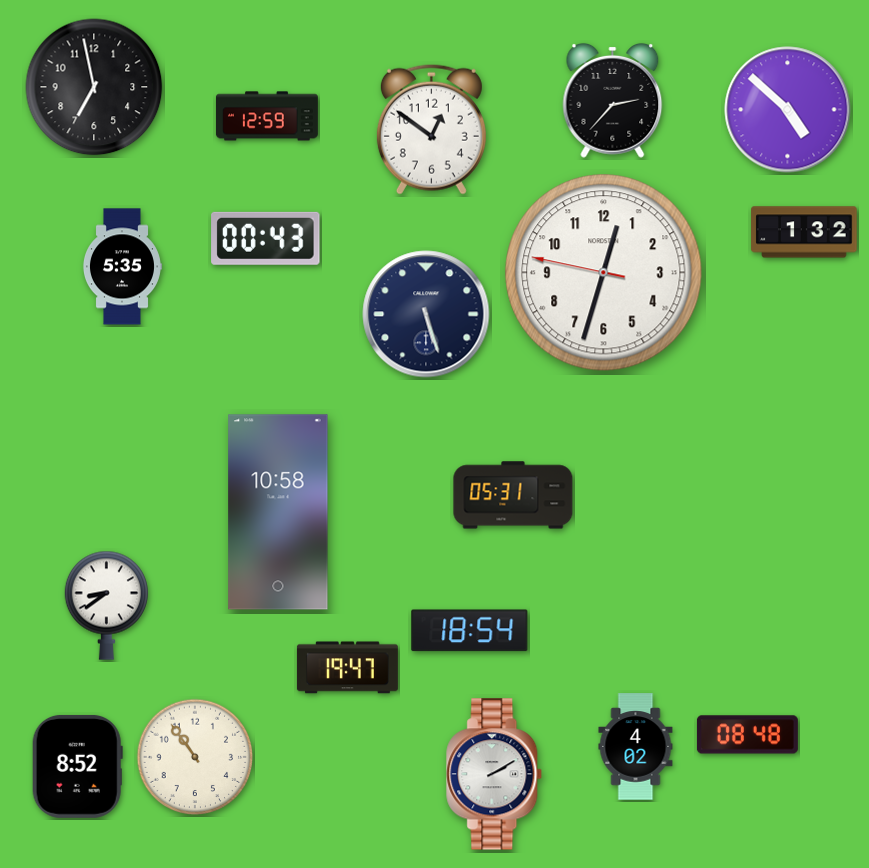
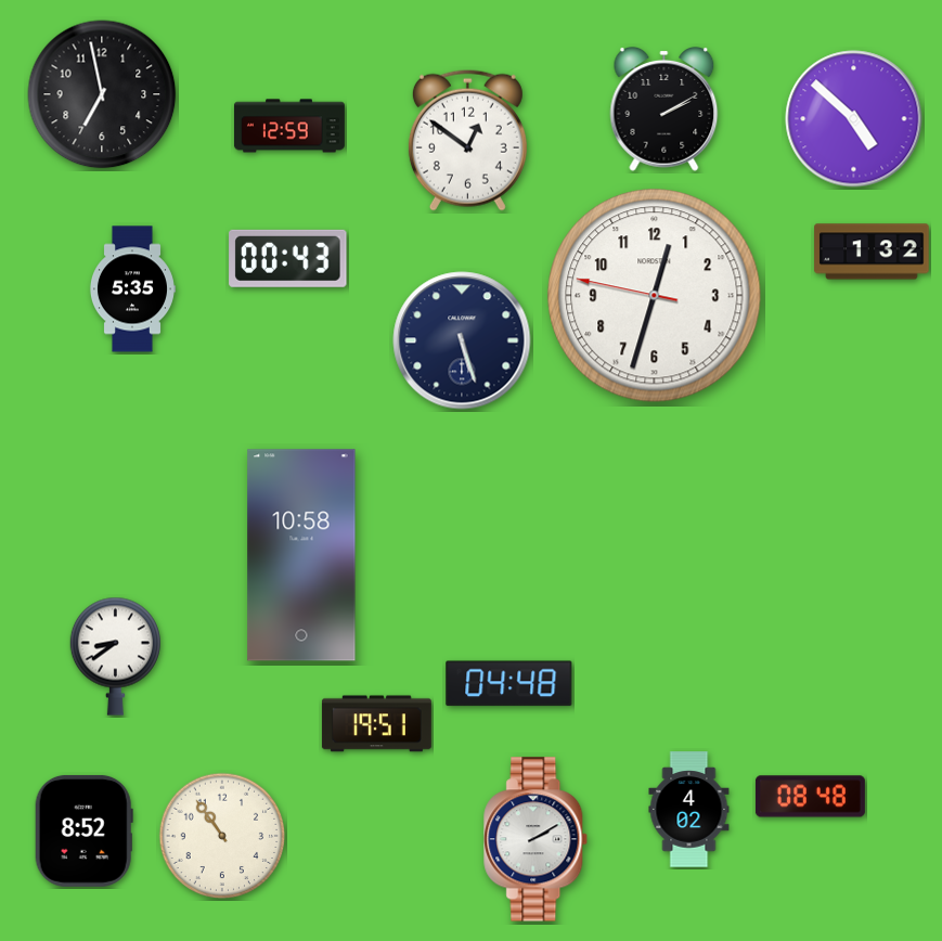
clock at (613, 100): 2:37 -> 2:10
clock at (513, 495): 05:31 -> none
clock at (470, 631): 18:54 -> 04:48
clock at (347, 668): 19:47 -> 19:51
clock at (195, 757) position: (195, 757) -> (222, 836)
